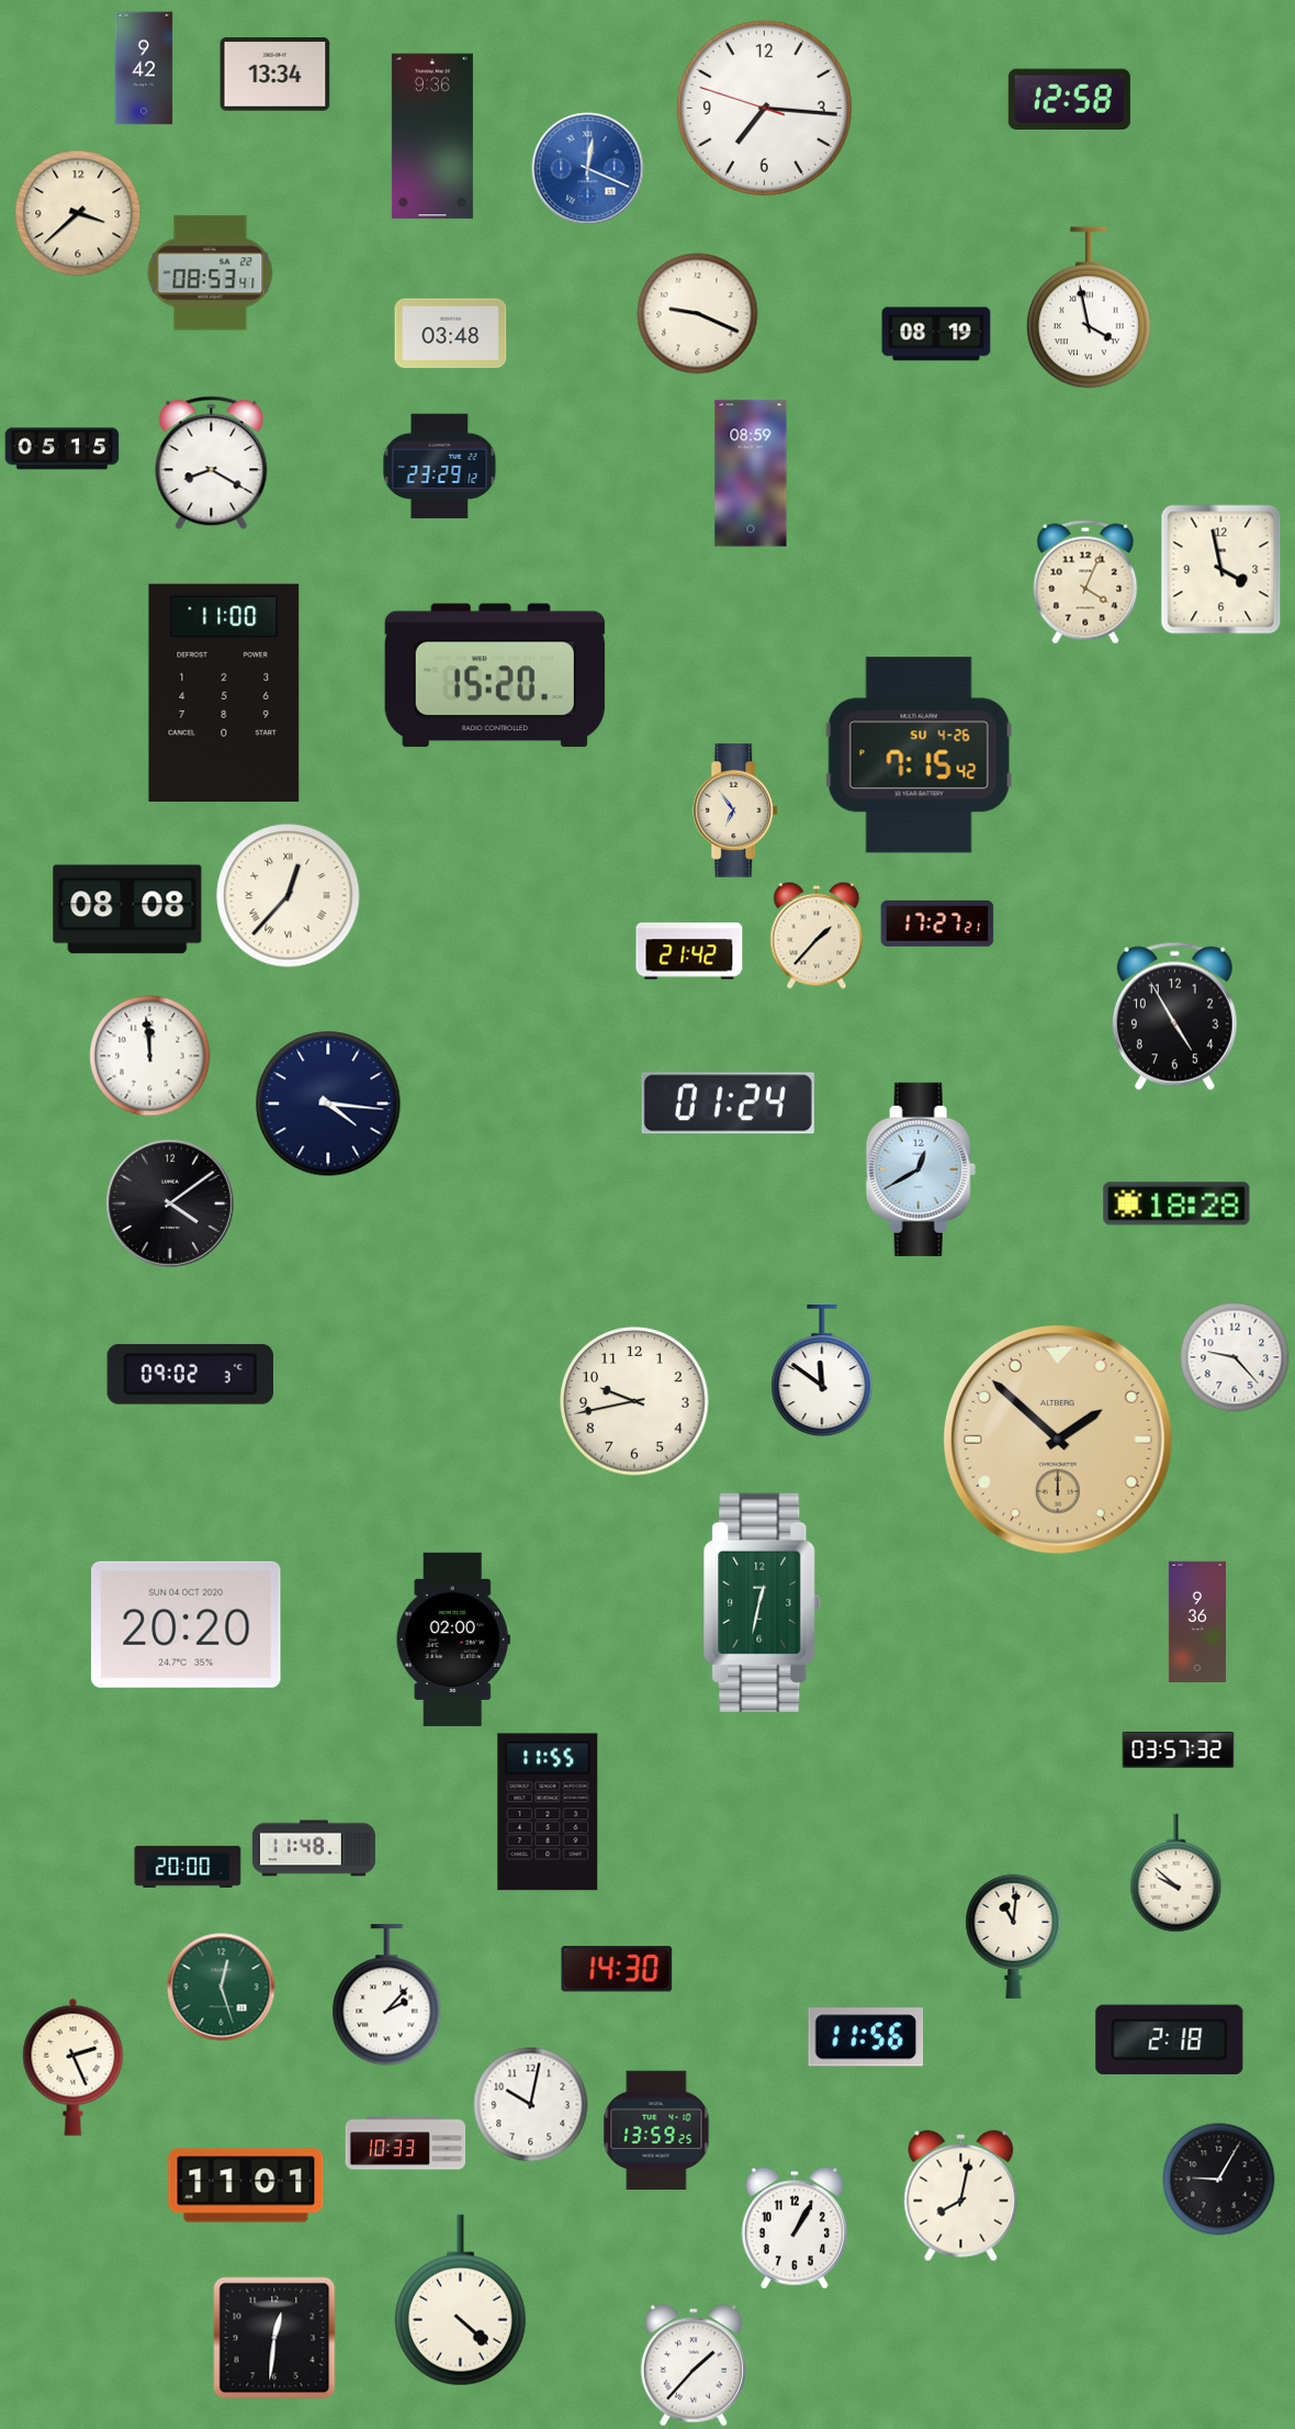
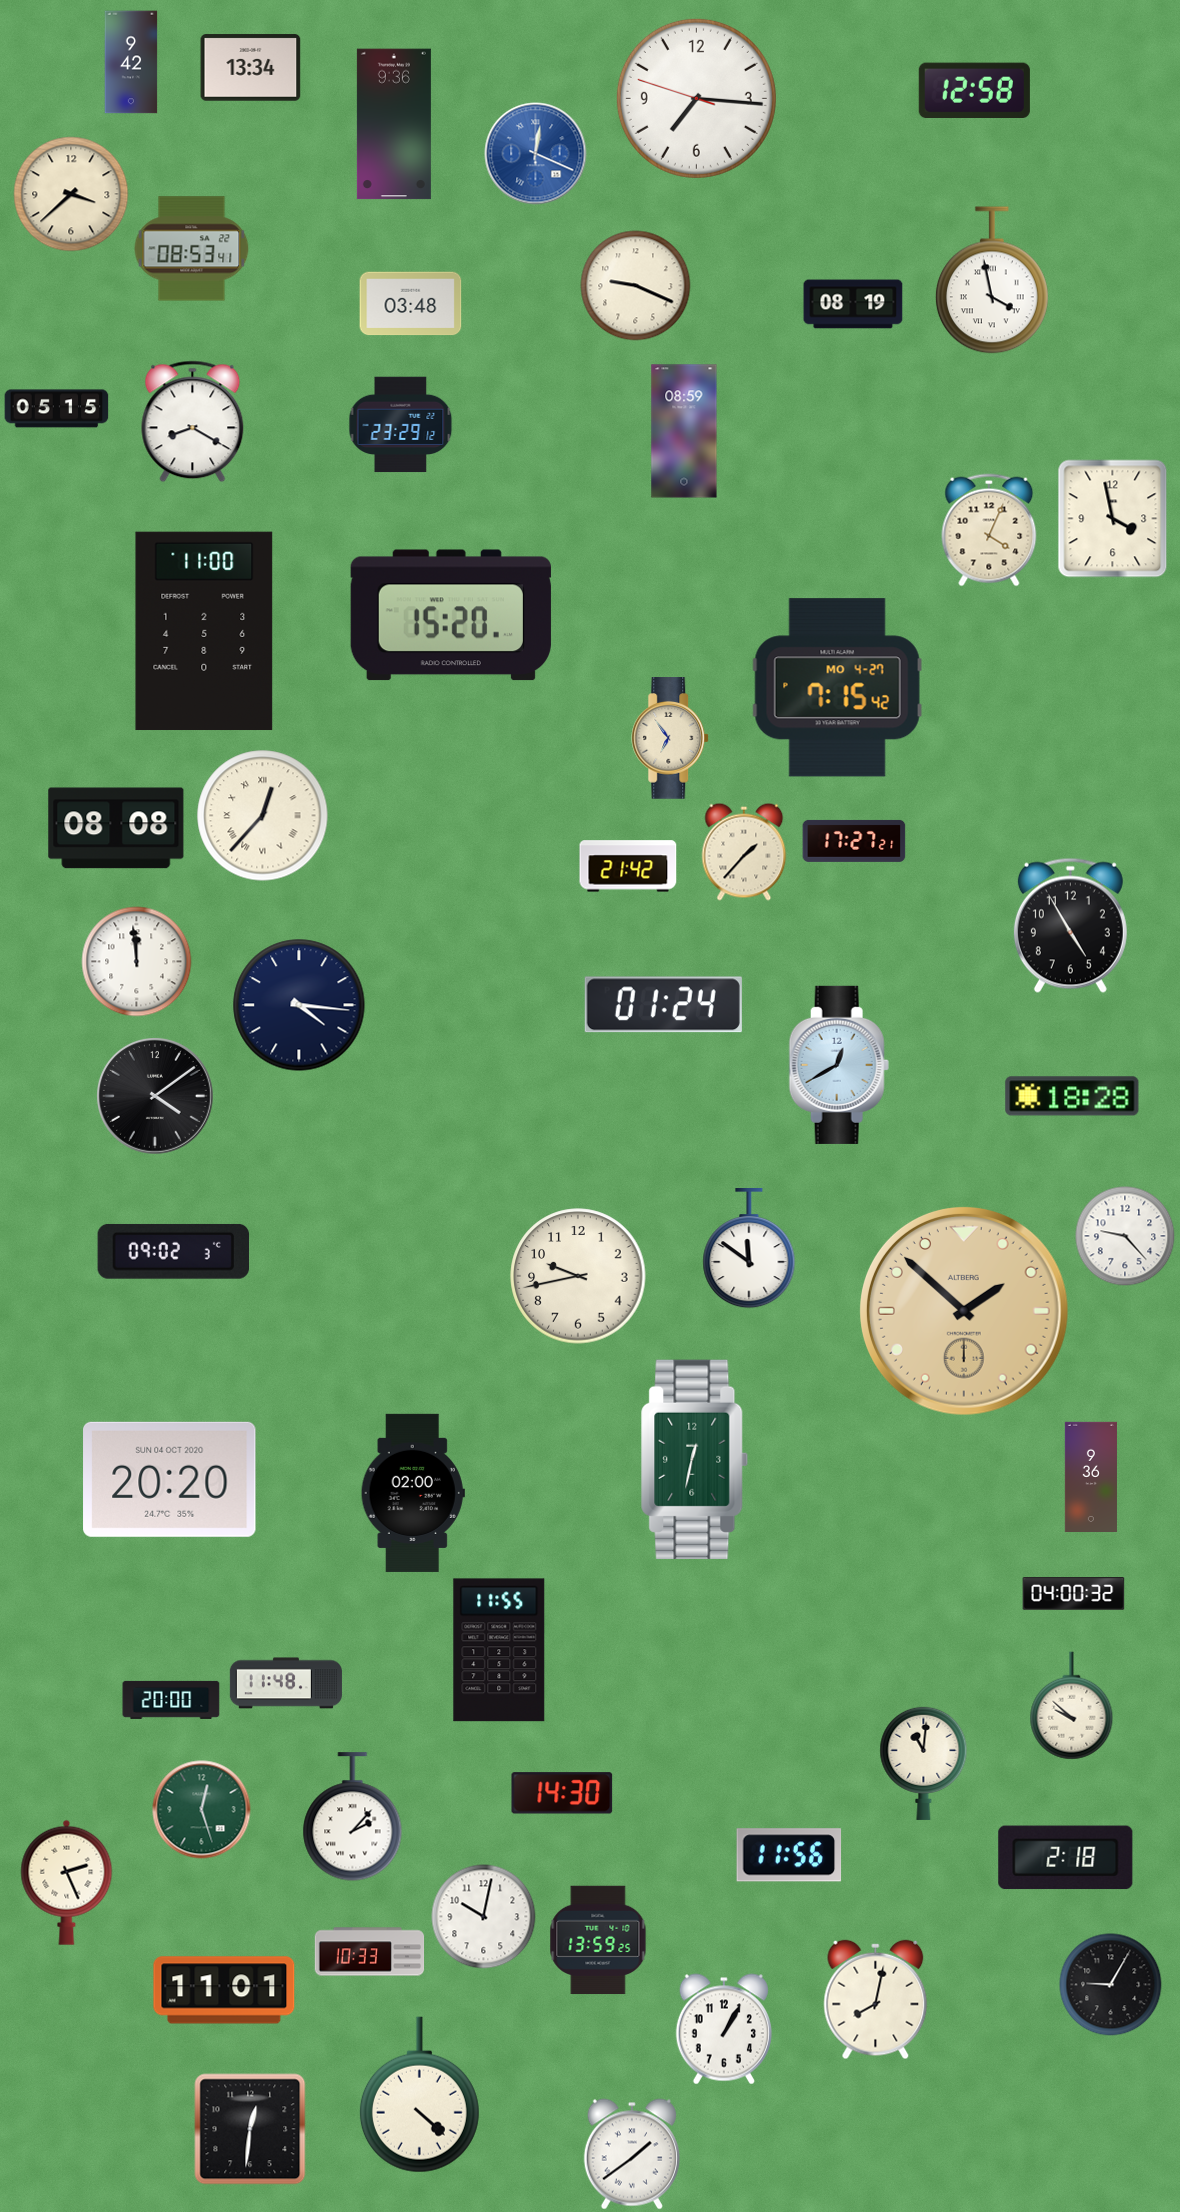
clock at (919, 755) date: SU 4-26 -> MO 4-27
clock at (1179, 1750): 03:57 -> 04:00
clock at (694, 2365): 1:37 -> 1:39
